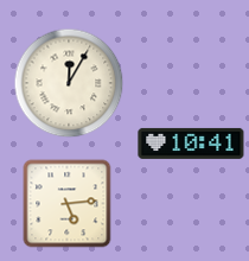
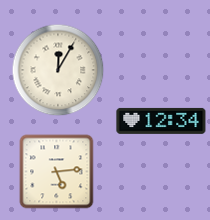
clock at (191, 144): 10:41 -> 12:34
